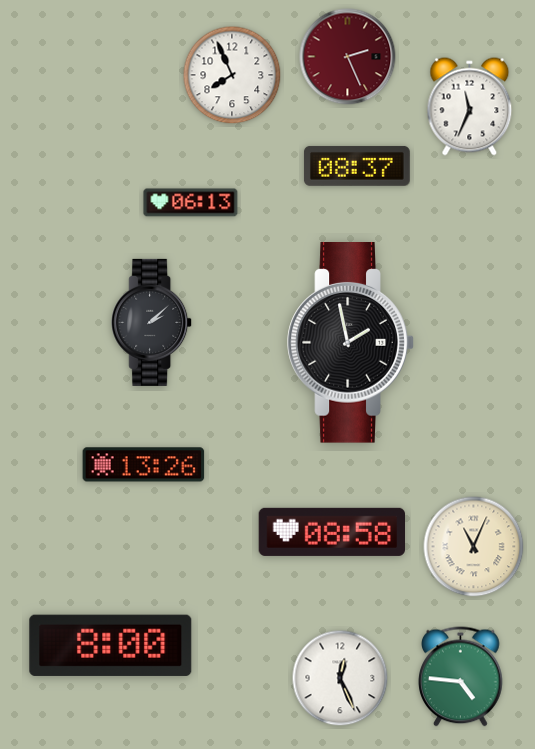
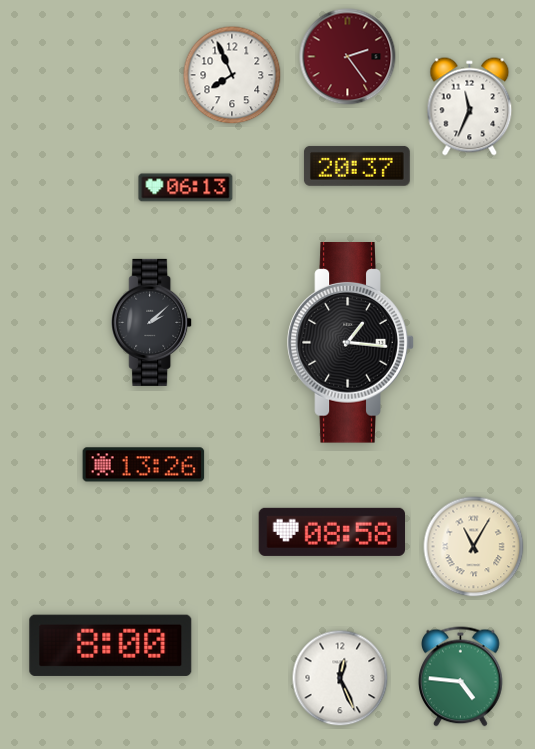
clock at (348, 57): 2:26 -> 2:24
clock at (357, 166): 08:37 -> 20:37
clock at (191, 203) position: (191, 203) -> (186, 188)
clock at (351, 343): 1:58 -> 1:16
clock at (474, 547): 11:04 -> 11:05
